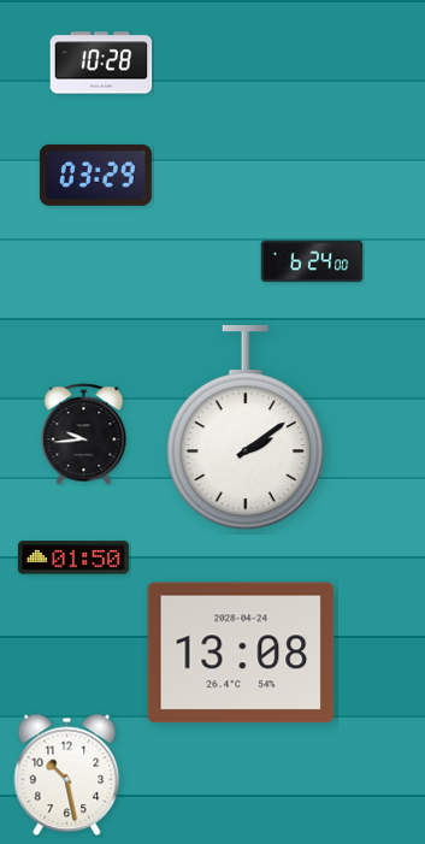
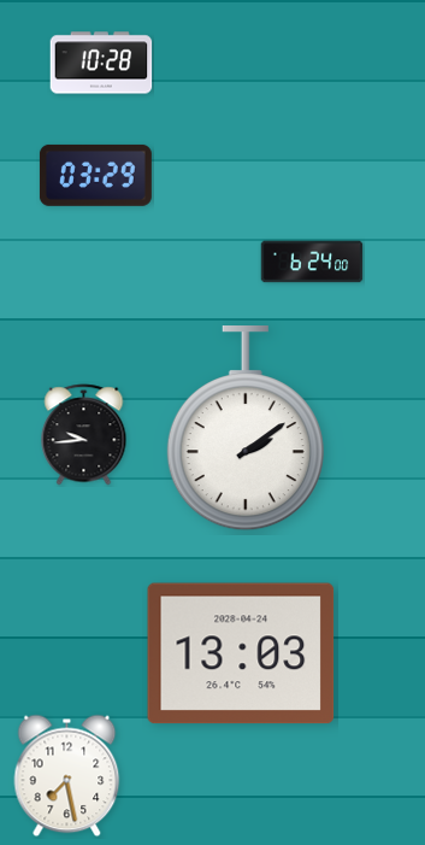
clock at (73, 557): 01:50 -> none
clock at (241, 653): 13:08 -> 13:03
clock at (67, 775): 10:28 -> 7:28
